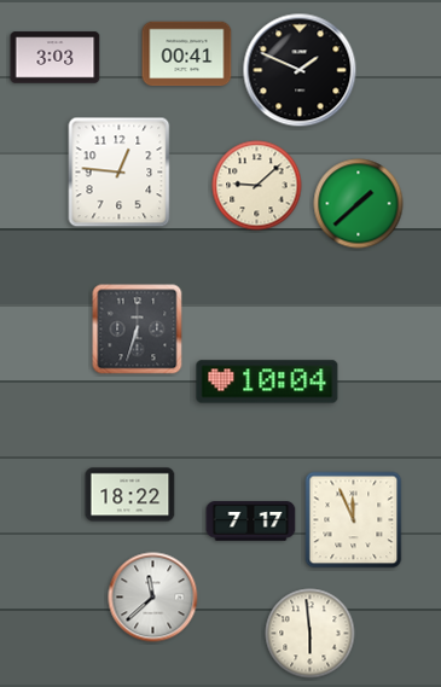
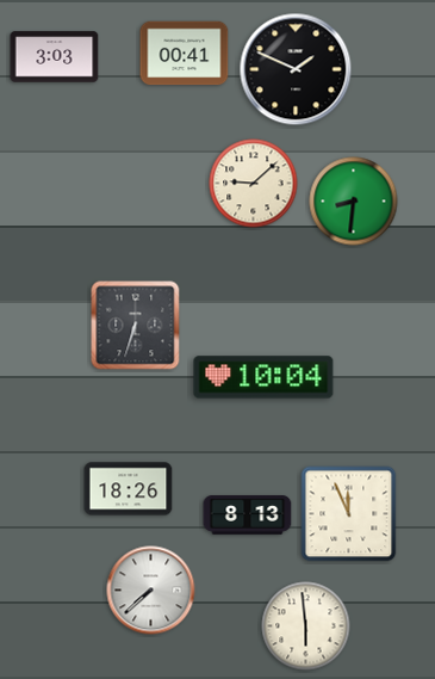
clock at (120, 173): 12:46 -> none
clock at (359, 204): 1:38 -> 8:31
clock at (130, 495): 18:22 -> 18:26
clock at (251, 522): 7:17 -> 8:13
clock at (153, 598): 11:38 -> 7:38
